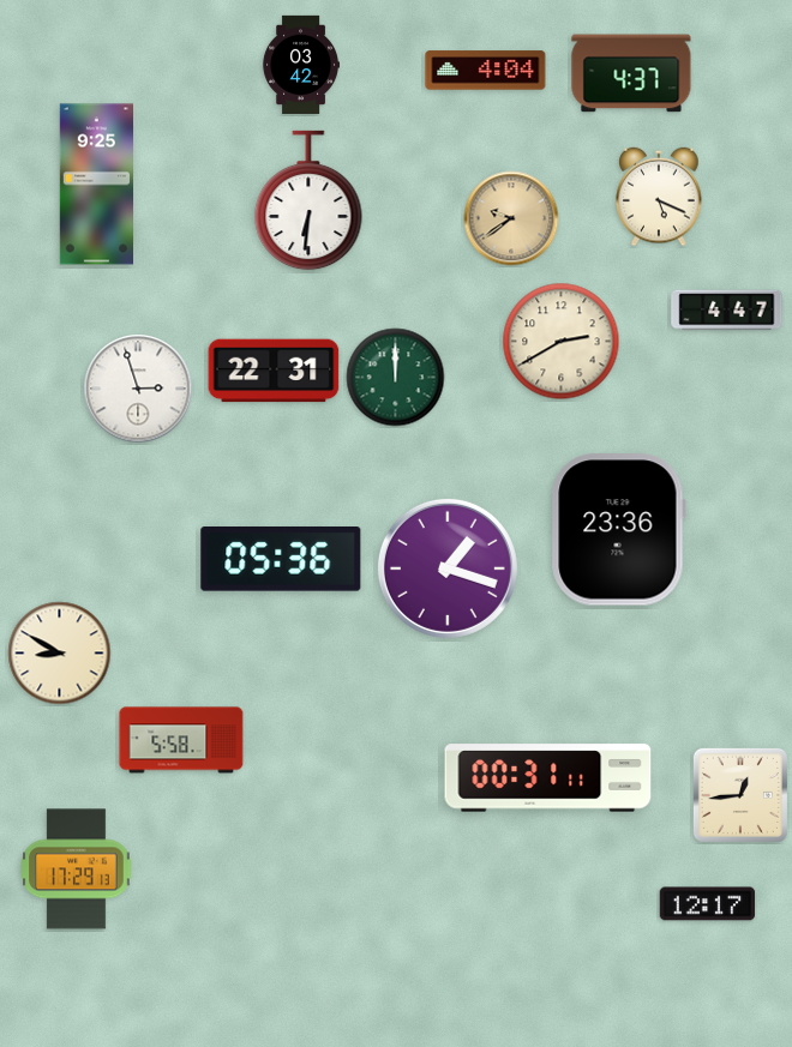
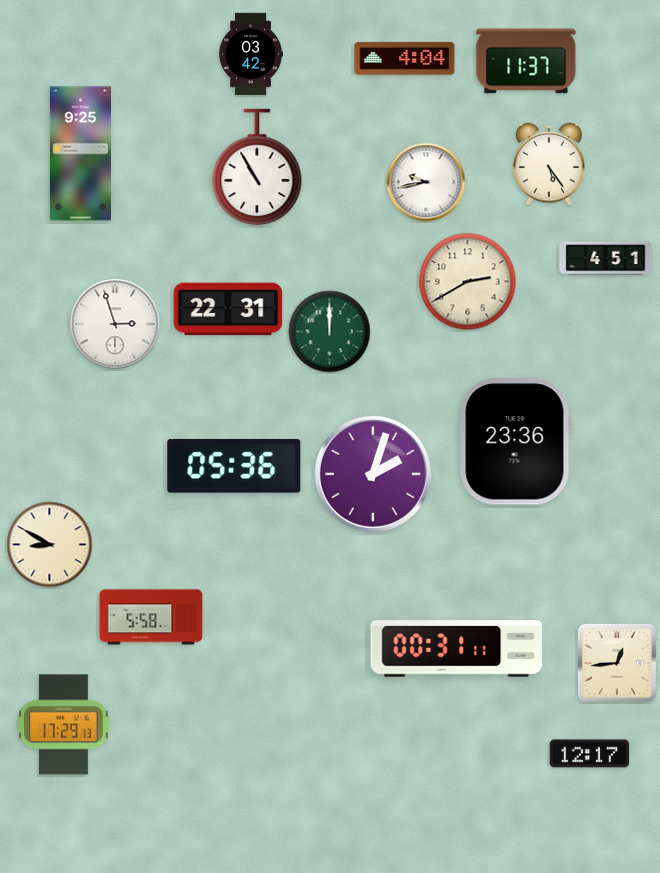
clock at (631, 73): 4:37 -> 11:37
clock at (659, 197): 5:19 -> 5:24
clock at (308, 200): 6:31 -> 10:55
clock at (511, 218): 9:39 -> 9:43
clock at (511, 218) dial: champagne -> white
clock at (727, 311): 4:47 -> 4:51
clock at (562, 342) position: (562, 342) -> (468, 282)
clock at (396, 378) position: (396, 378) -> (330, 332)
clock at (448, 568): 1:18 -> 2:03
